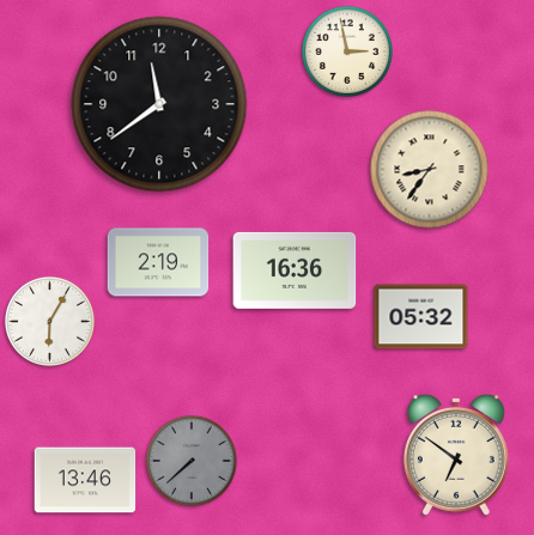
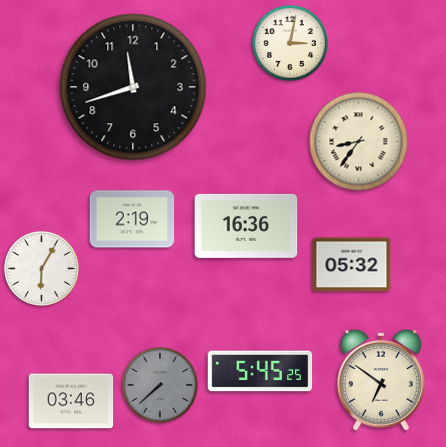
clock at (347, 51): 2:58 -> 3:02
clock at (159, 104): 11:39 -> 11:42
clock at (260, 371): none -> 5:45
clock at (85, 480): 13:46 -> 03:46
